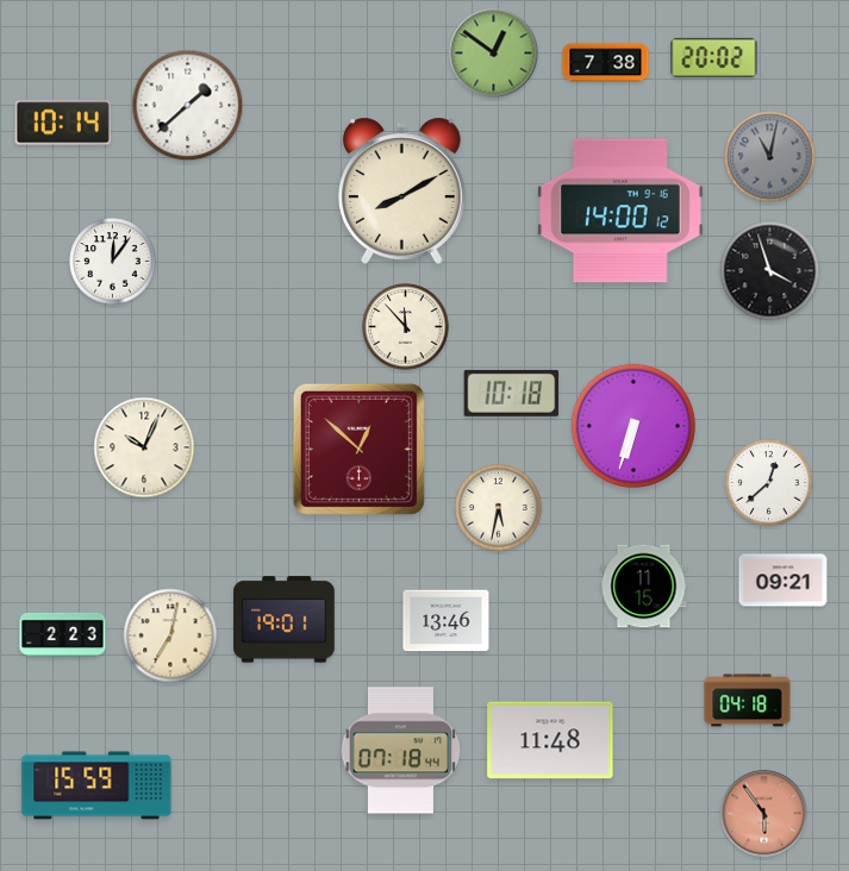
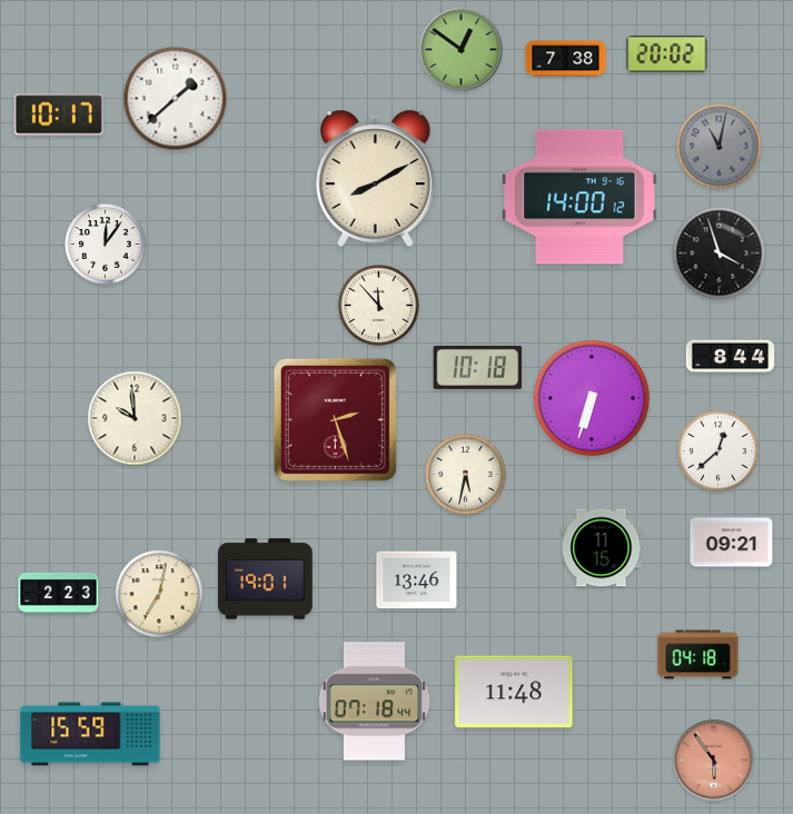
clock at (63, 123): 10:14 -> 10:17
clock at (731, 357): none -> 8:44
clock at (144, 447): 10:04 -> 9:59
clock at (358, 449): 12:52 -> 2:27
